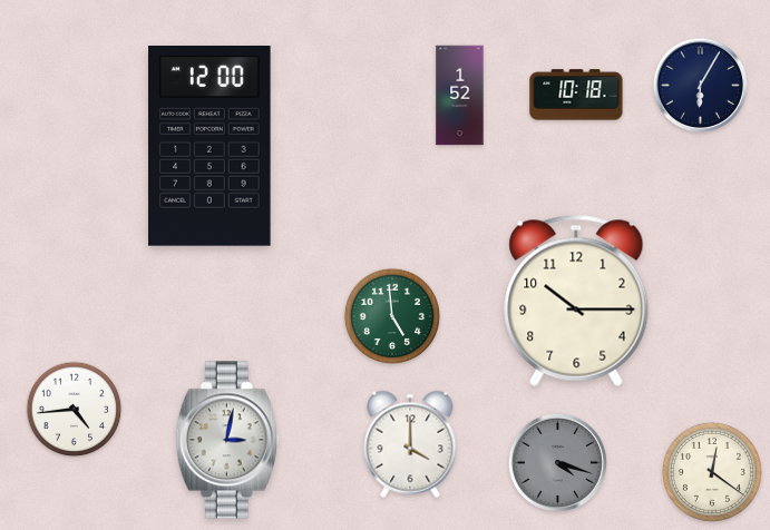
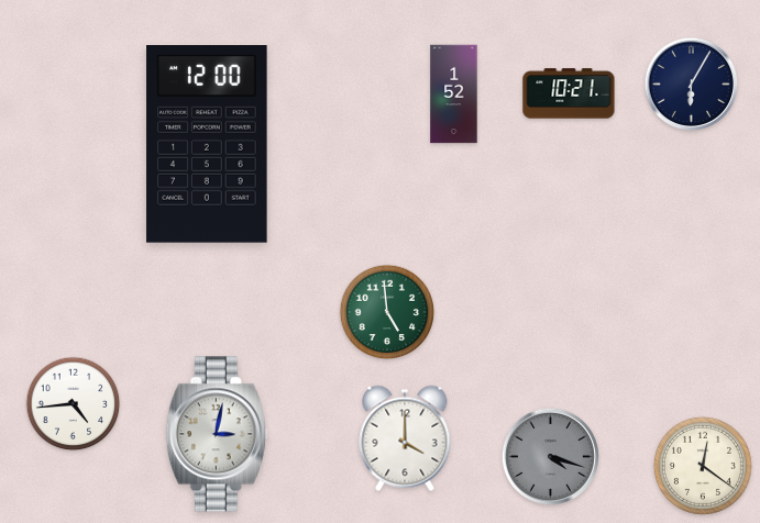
clock at (576, 95): 10:18 -> 10:21
clock at (576, 301): 10:15 -> none
clock at (227, 440) position: (227, 440) -> (217, 434)
